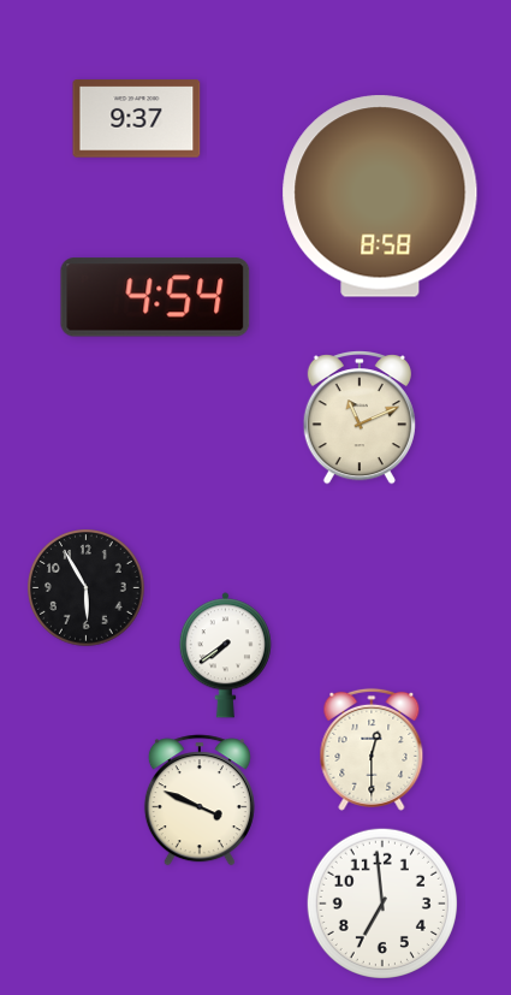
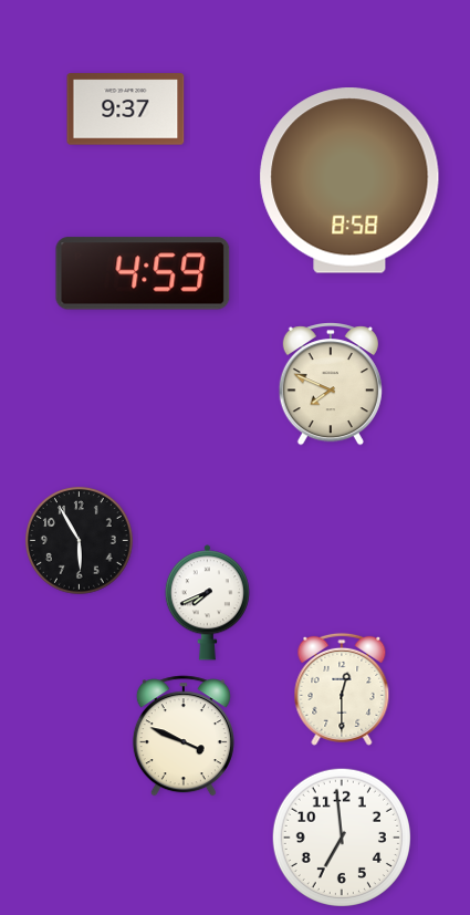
clock at (155, 297): 4:54 -> 4:59
clock at (360, 419): 11:11 -> 7:49
clock at (225, 656): 7:39 -> 7:41
clock at (382, 904) position: (382, 904) -> (342, 838)
